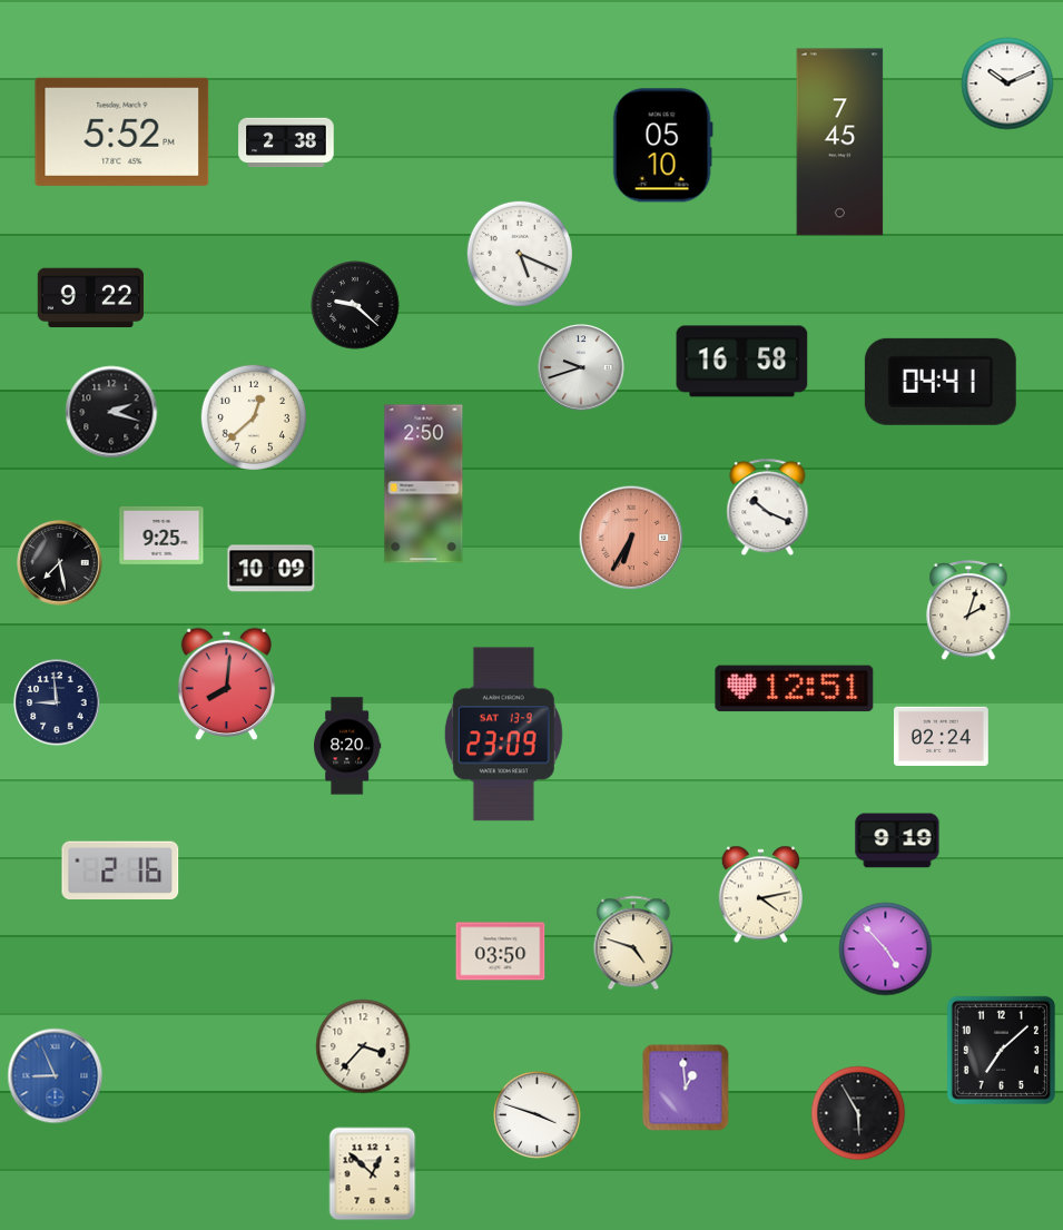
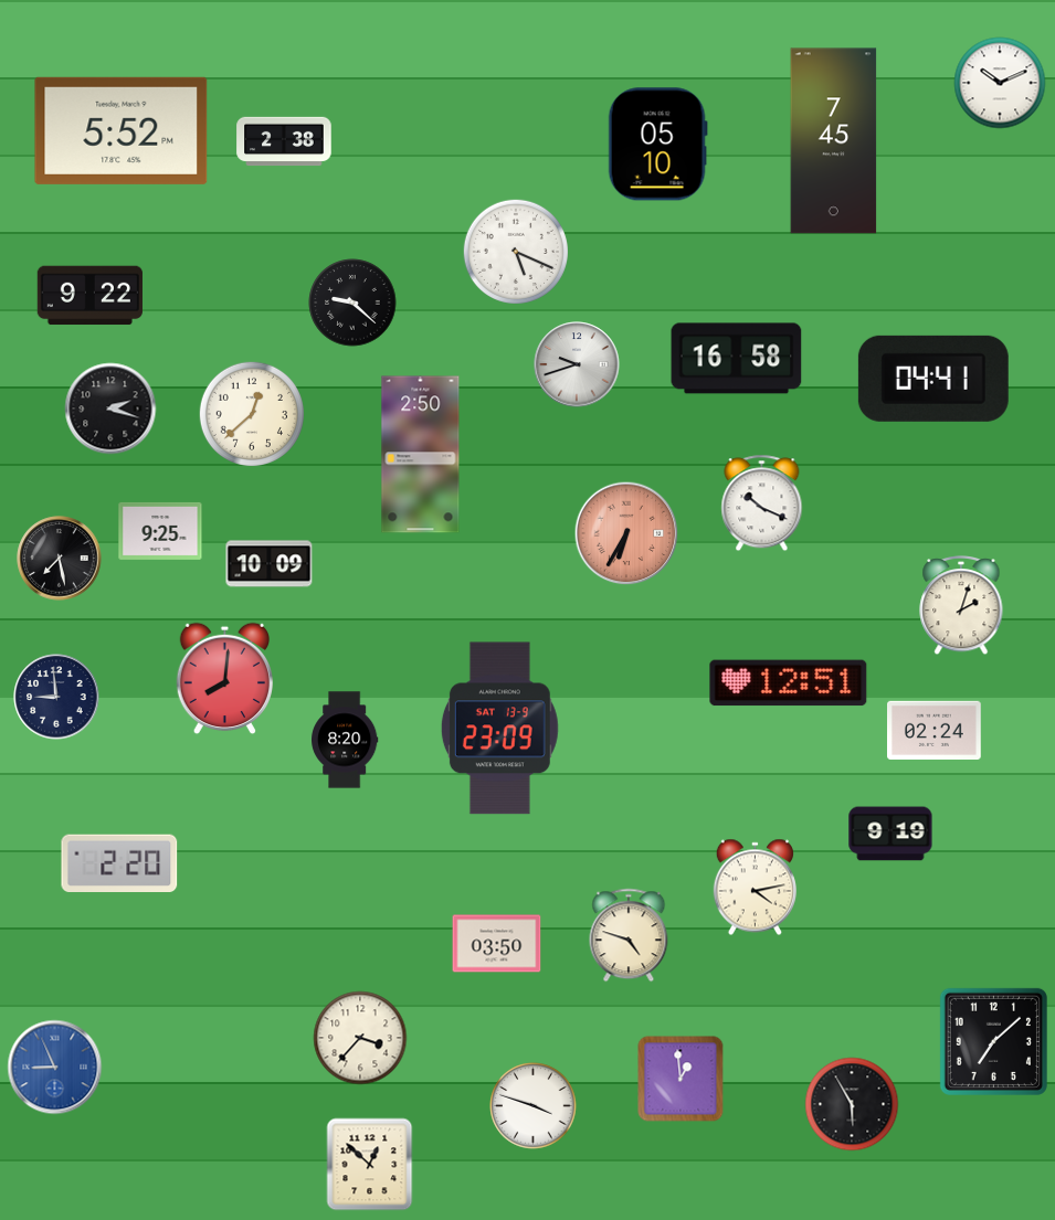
clock at (424, 484) position: (424, 484) -> (421, 455)
clock at (120, 869): 2:16 -> 2:20
clock at (886, 949): 4:53 -> none
